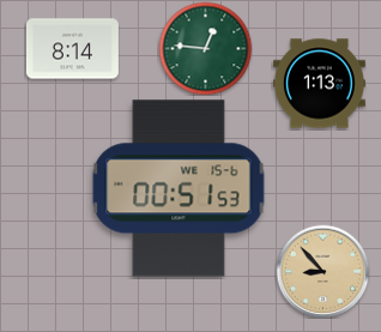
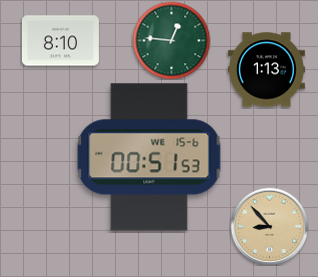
clock at (72, 49): 8:14 -> 8:10
